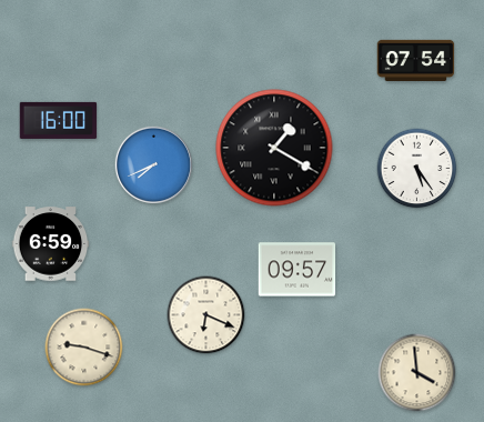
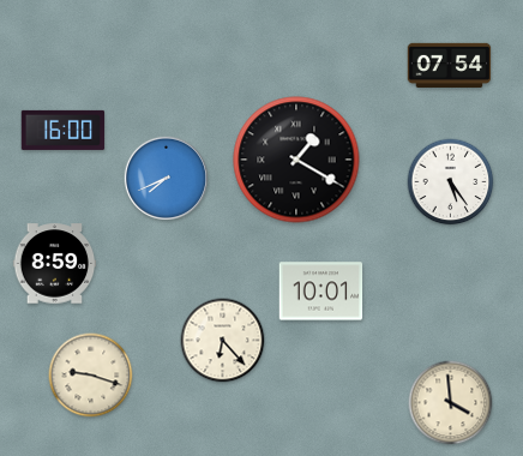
clock at (51, 244): 6:59 -> 8:59
clock at (298, 270): 09:57 -> 10:01
clock at (206, 315): 6:19 -> 6:23
